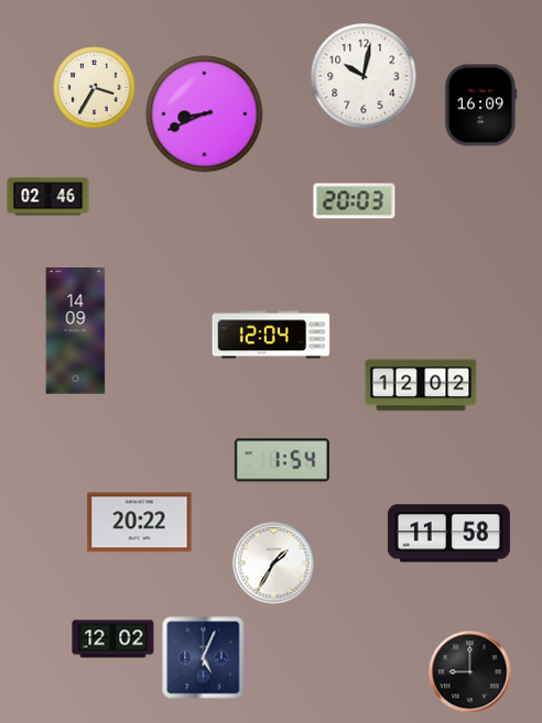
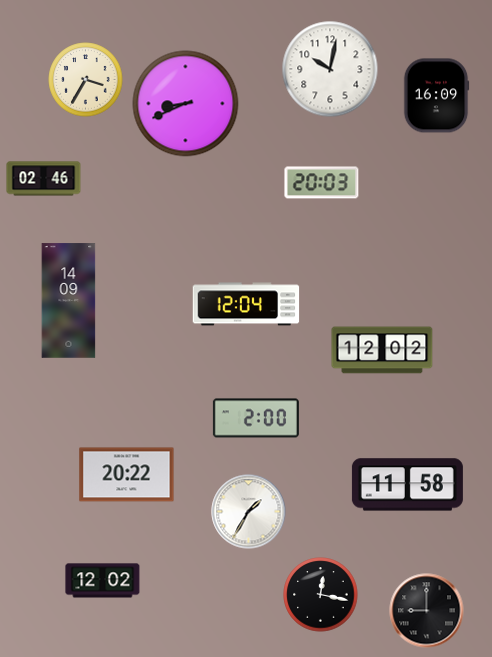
clock at (282, 460): 1:54 -> 2:00
clock at (321, 595): none -> 12:17
clock at (204, 658): 5:04 -> none
